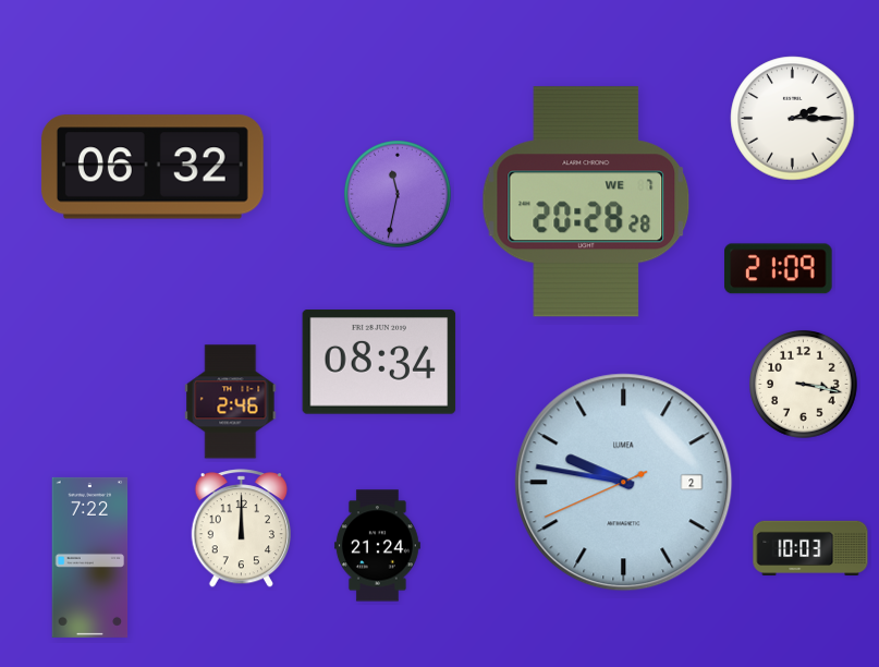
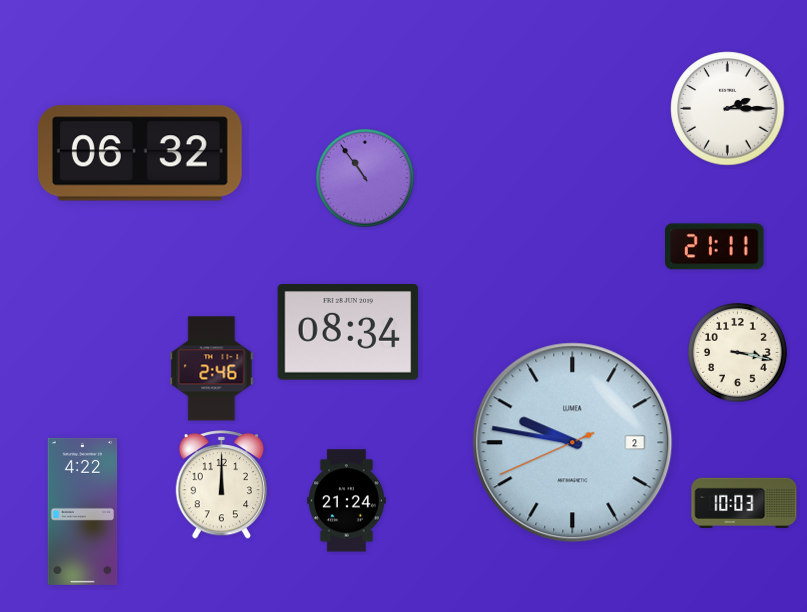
clock at (398, 194): 11:32 -> 10:54
clock at (586, 202): 20:28 -> none
clock at (779, 269): 21:09 -> 21:11
clock at (90, 557): 7:22 -> 4:22
